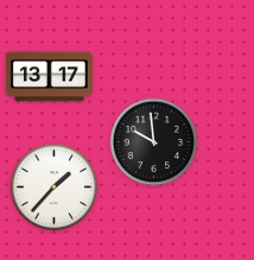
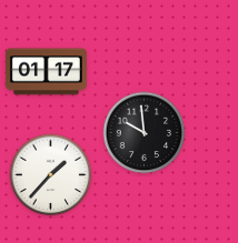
clock at (49, 77): 13:17 -> 01:17
